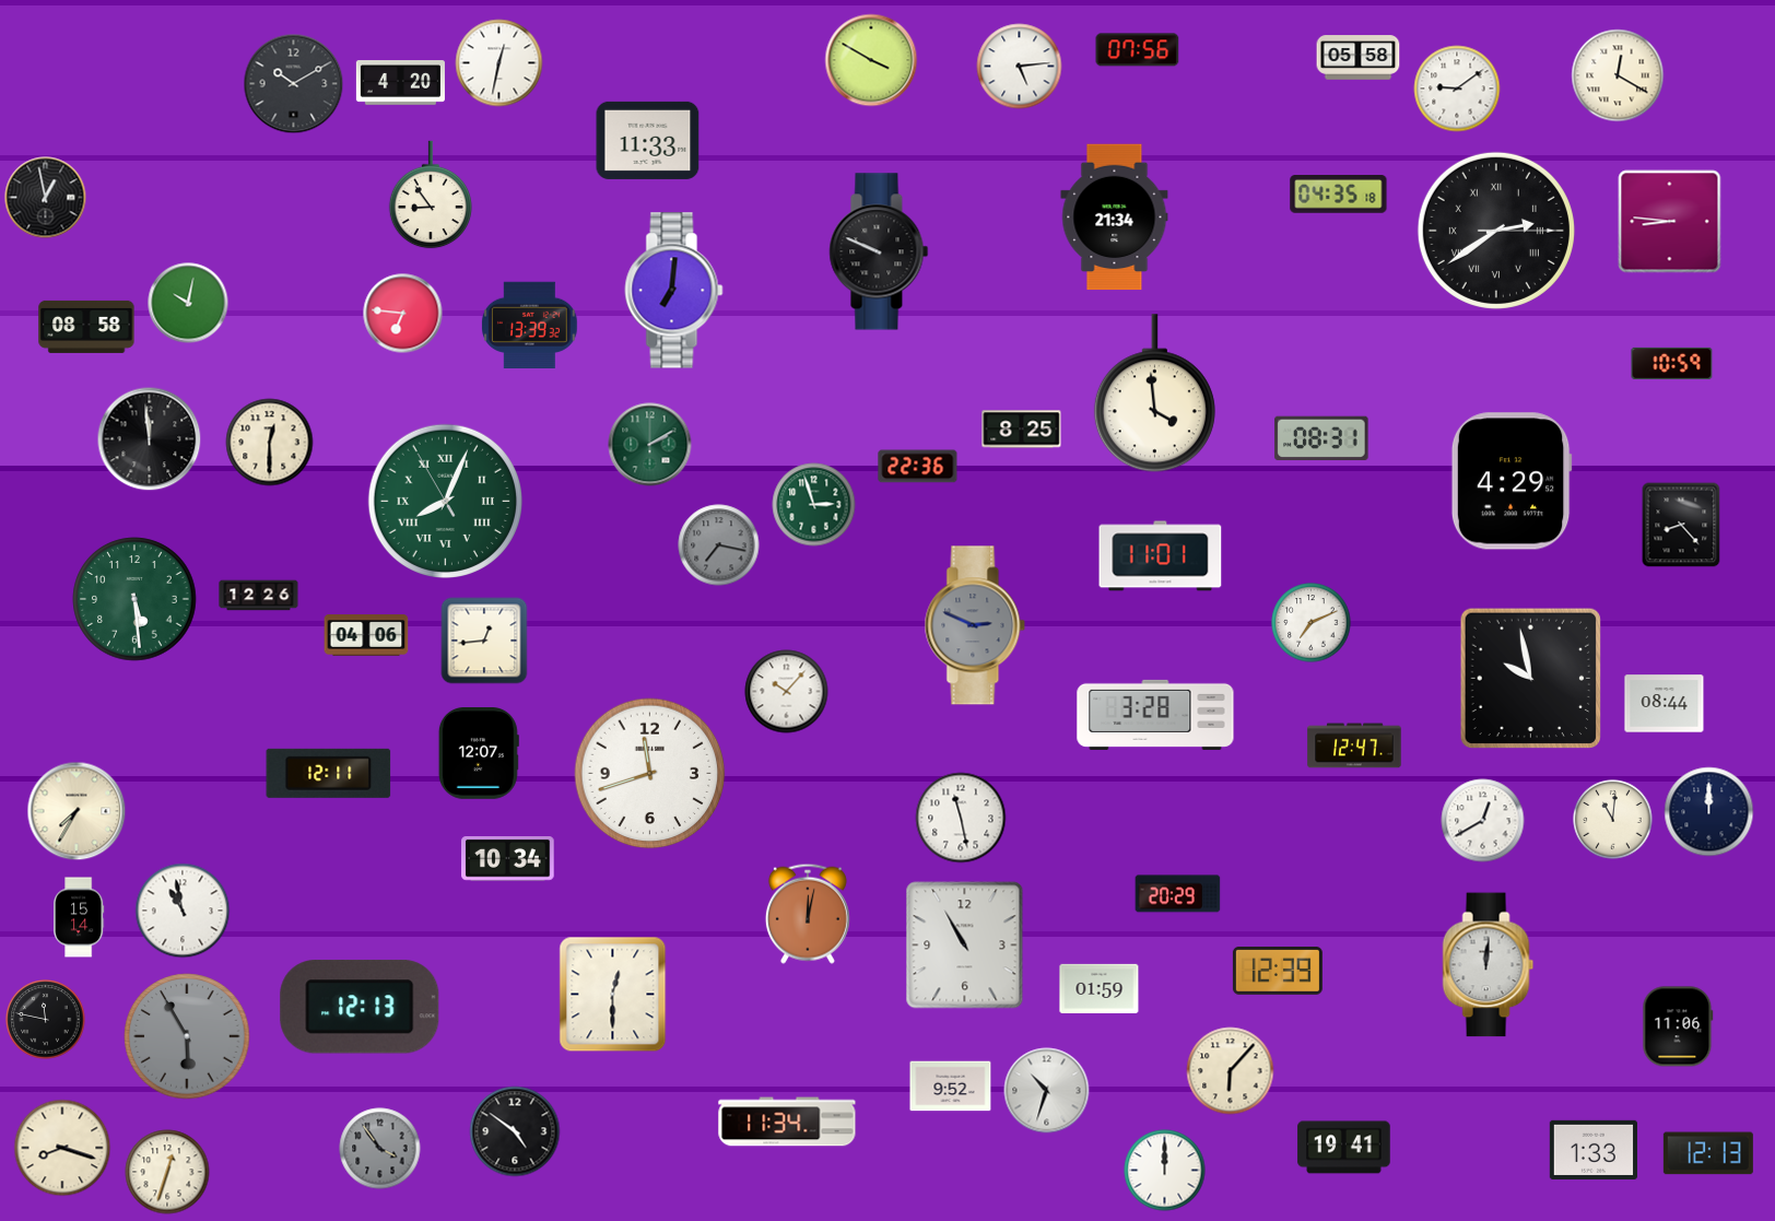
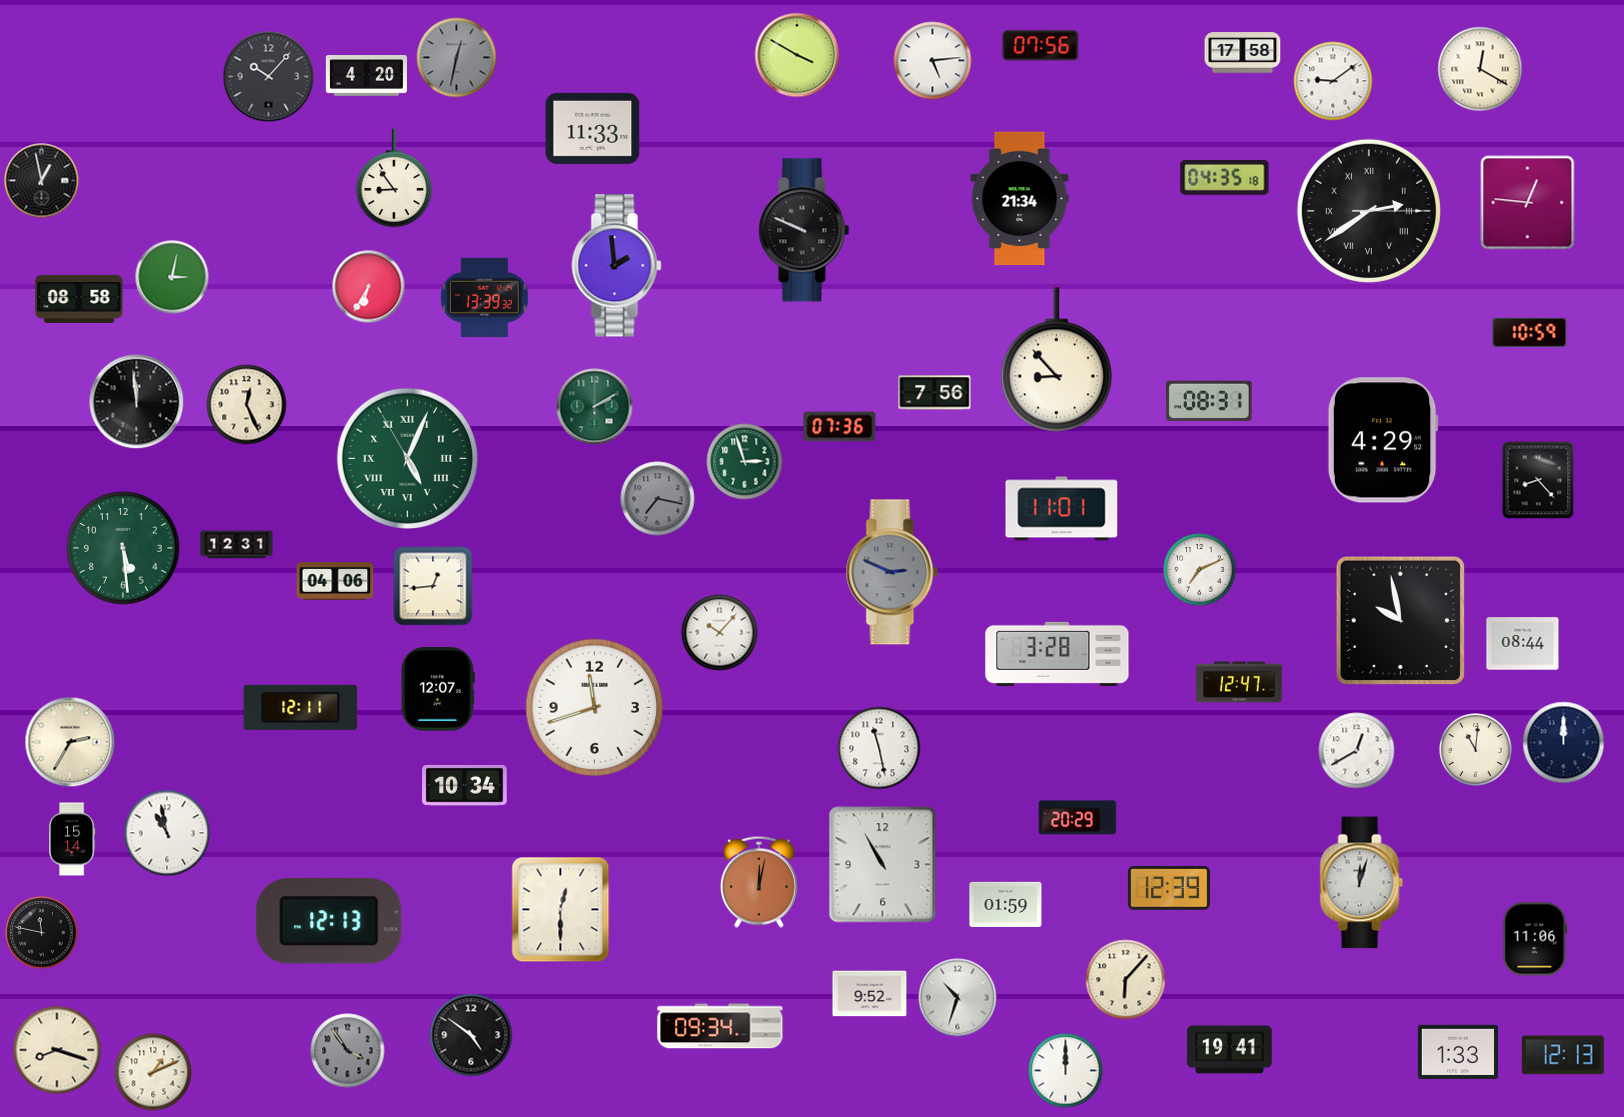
clock at (1359, 58): 05:58 -> 17:58
clock at (499, 63) dial: white -> grey
clock at (294, 84): 10:10 -> 10:07
clock at (1670, 222): 8:46 -> 12:46
clock at (674, 291): 7:01 -> 1:59
clock at (188, 303): 10:02 -> 3:02
clock at (403, 314): 6:46 -> 6:35
clock at (1154, 394): 3:59 -> 8:53
clock at (1022, 430): 8:25 -> 7:56
clock at (270, 443): 12:30 -> 12:26
clock at (918, 467): 22:36 -> 07:36
clock at (445, 501): 8:03 -> 5:03
clock at (259, 596): 12:26 -> 12:31
clock at (484, 641) position: (484, 641) -> (433, 586)
clock at (77, 811): 7:35 -> 2:35
clock at (808, 914) position: (808, 914) -> (759, 882)
clock at (1489, 965): 12:01 -> 12:03
clock at (187, 1036): 5:55 -> none
clock at (787, 1122): 11:34 -> 09:34
clock at (167, 1172): 12:33 -> 1:11
